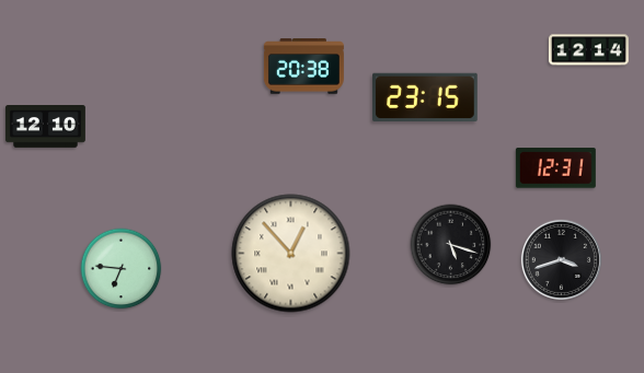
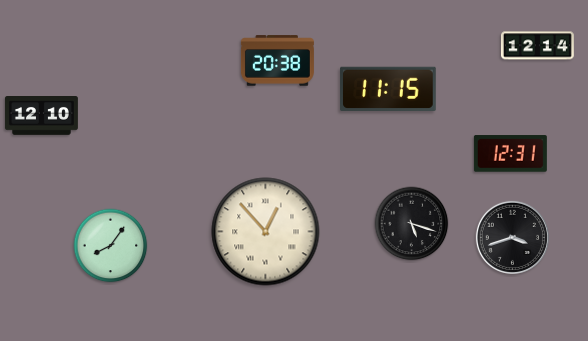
clock at (425, 97): 23:15 -> 11:15
clock at (555, 168) position: (555, 168) -> (510, 154)
clock at (122, 269): 6:46 -> 8:06
